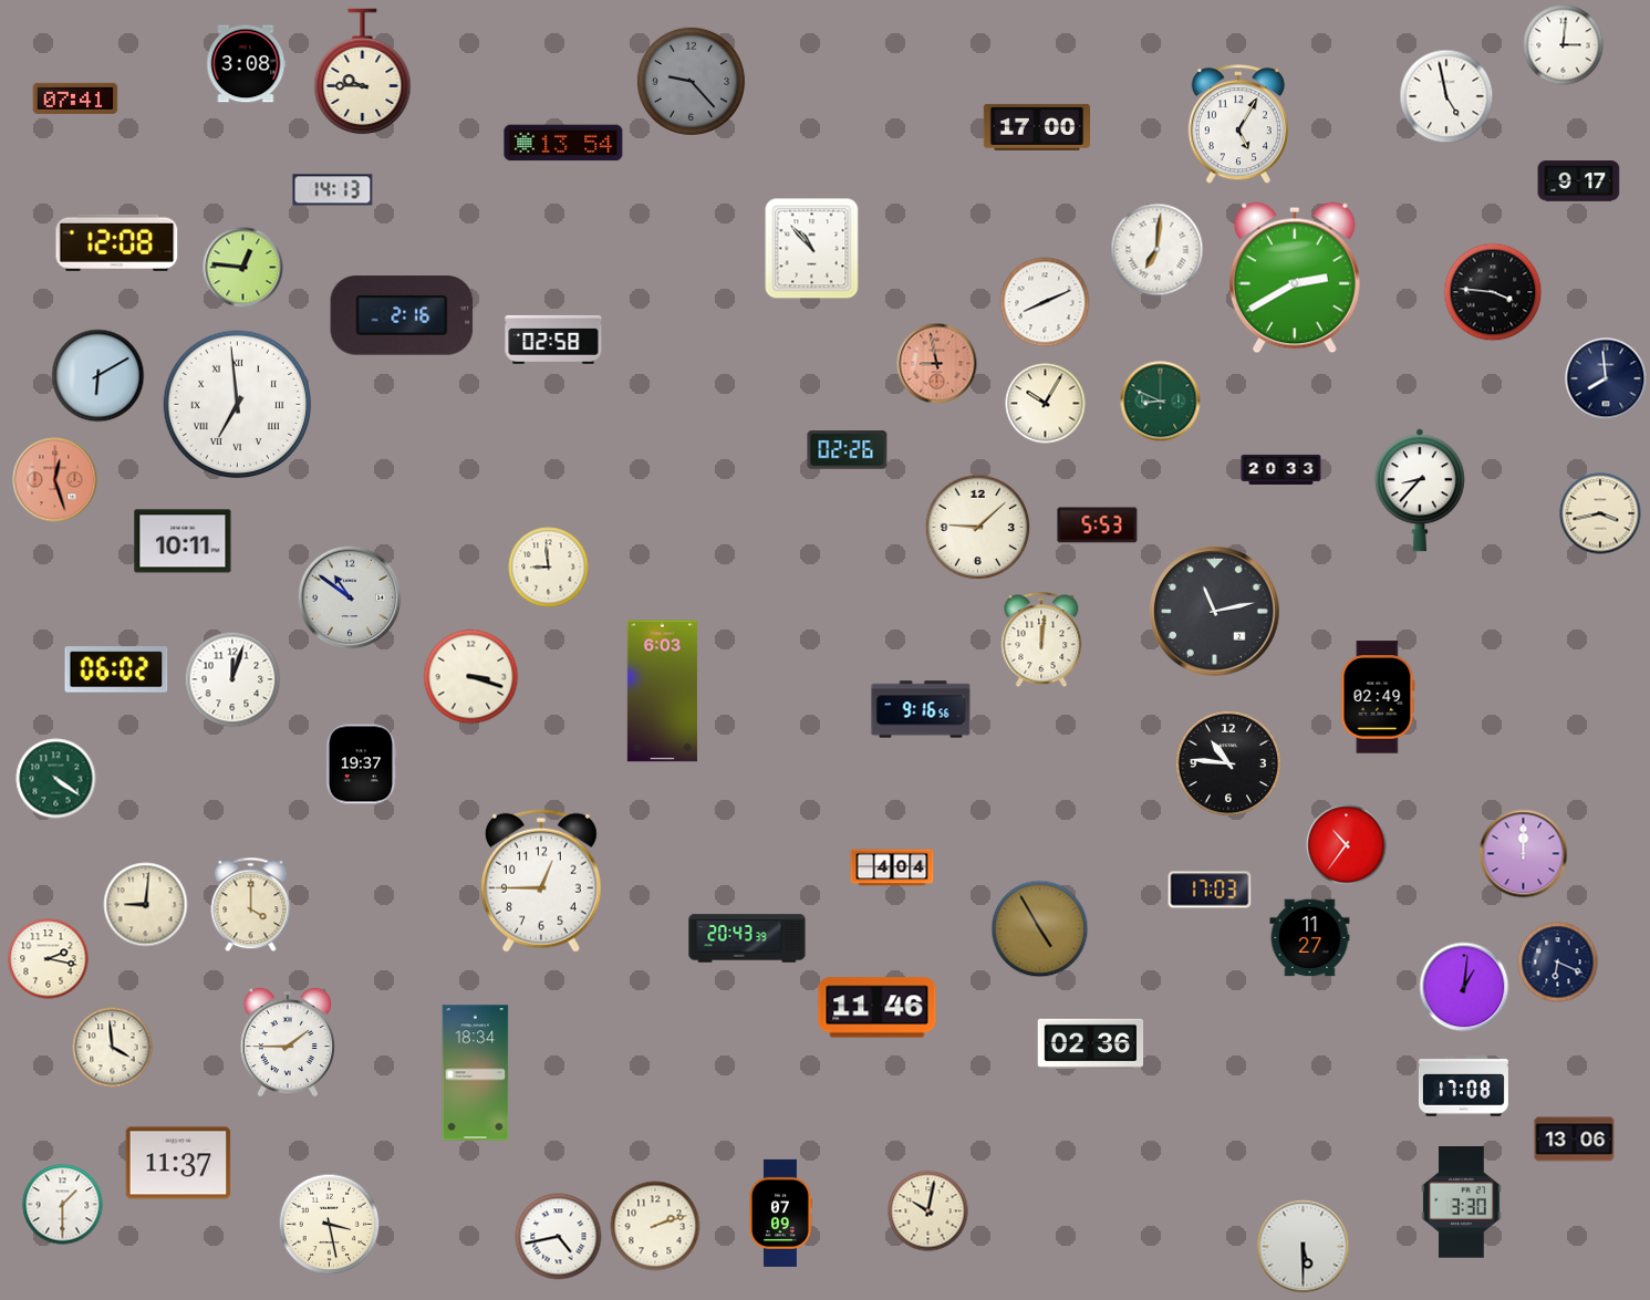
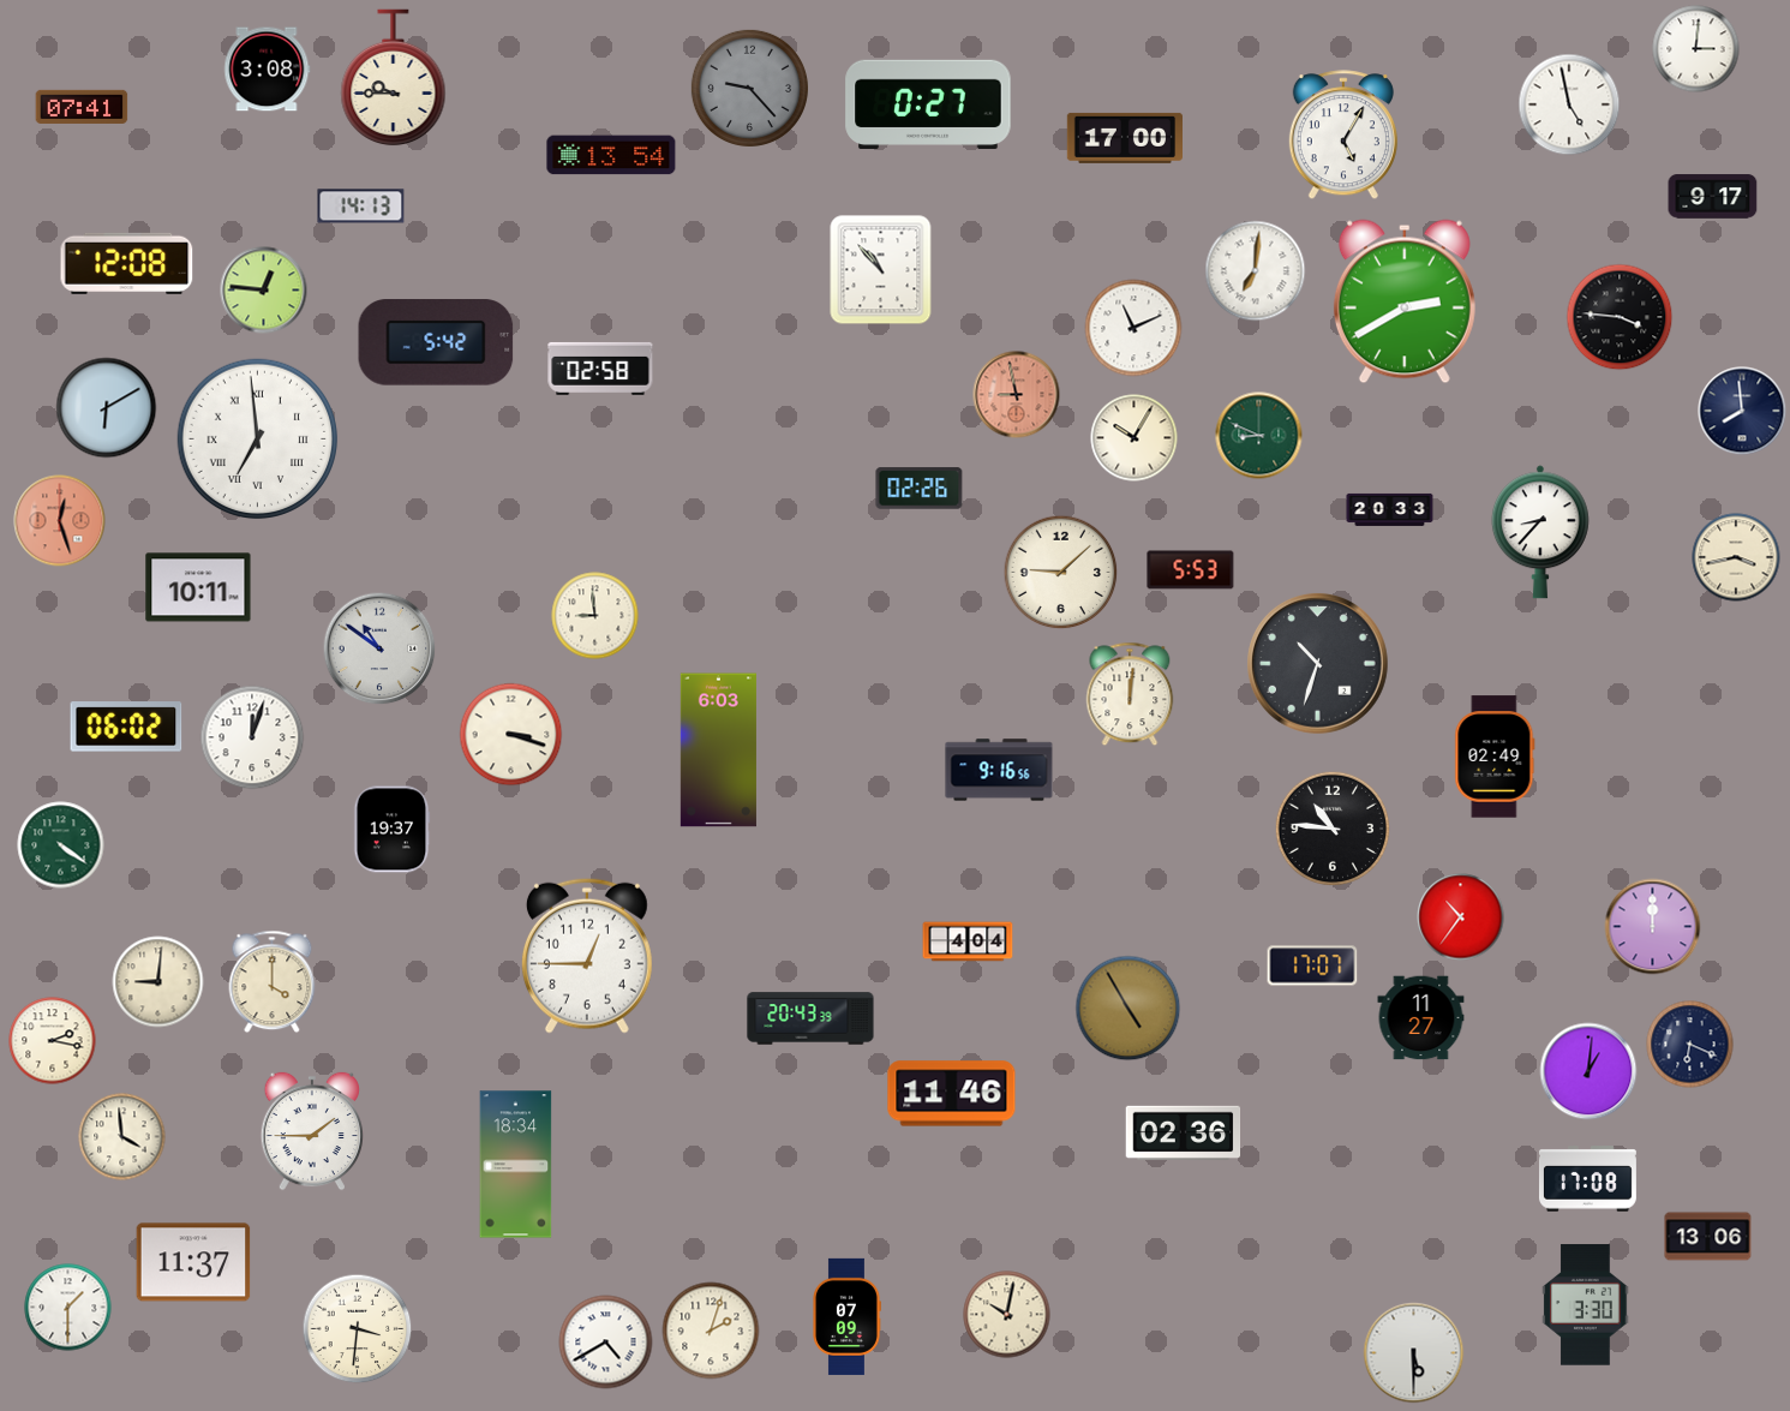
clock at (928, 104): none -> 0:27
clock at (1045, 302): 8:11 -> 11:11
clock at (402, 315): 2:16 -> 5:42
clock at (1215, 612): 11:13 -> 10:33
clock at (1210, 890): 17:03 -> 17:07
clock at (330, 1225): 3:28 -> 3:31
clock at (655, 1226): 2:12 -> 2:03
clock at (559, 1237): 4:43 -> 4:40
